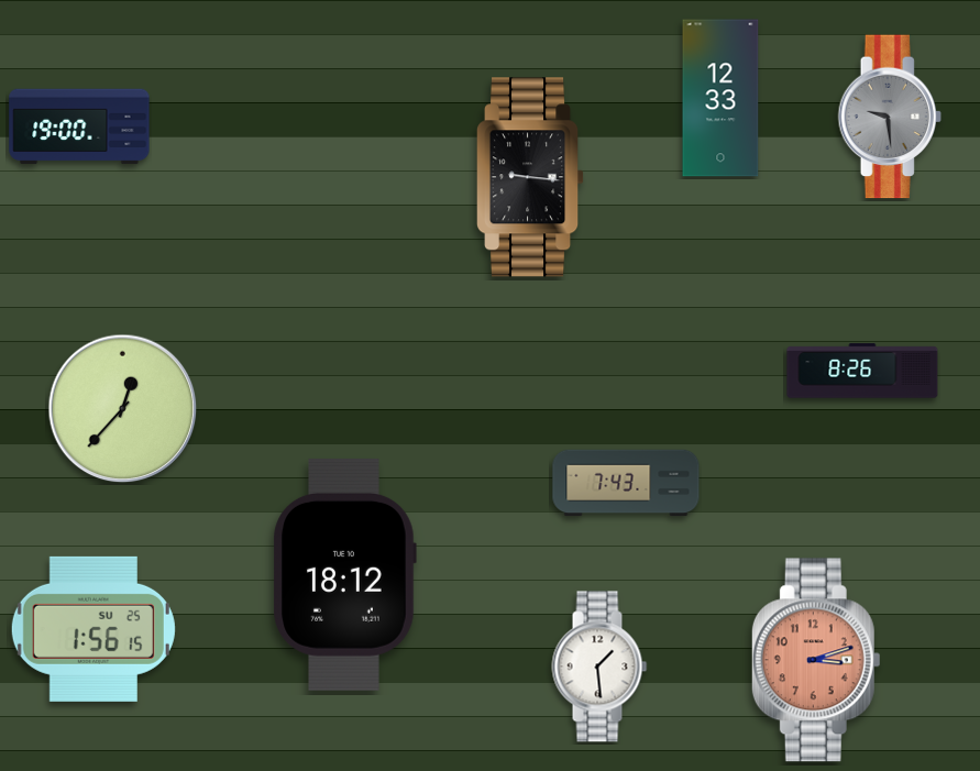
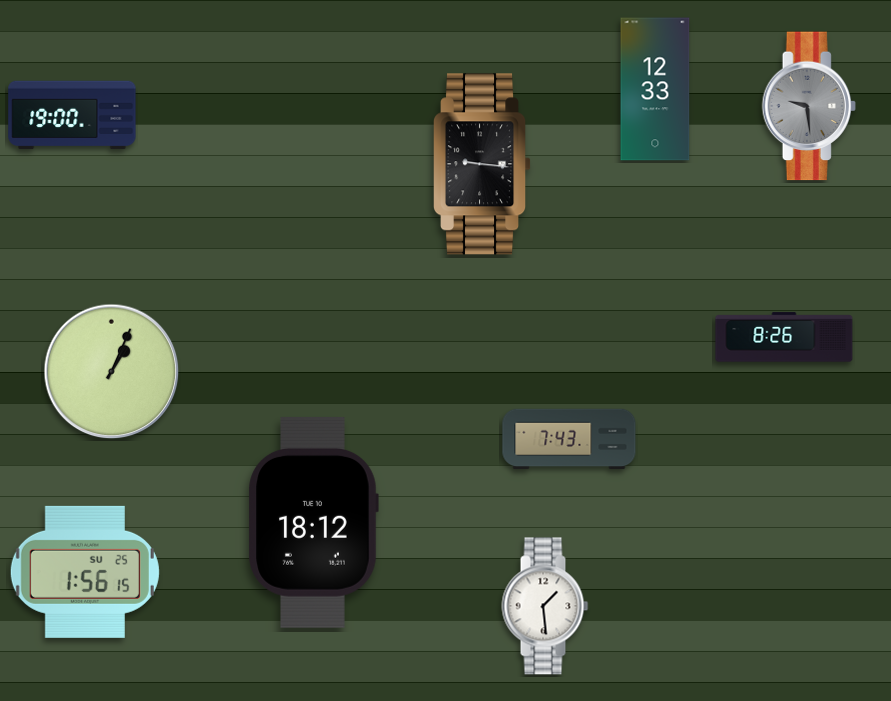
clock at (531, 177) position: (531, 177) -> (483, 164)
clock at (123, 409): 12:37 -> 1:04
clock at (816, 660): 3:12 -> none
